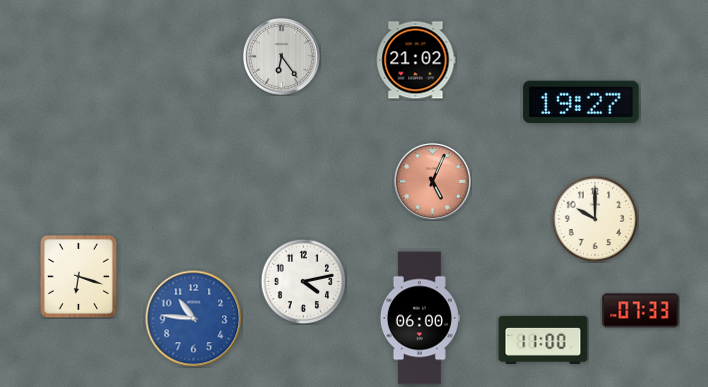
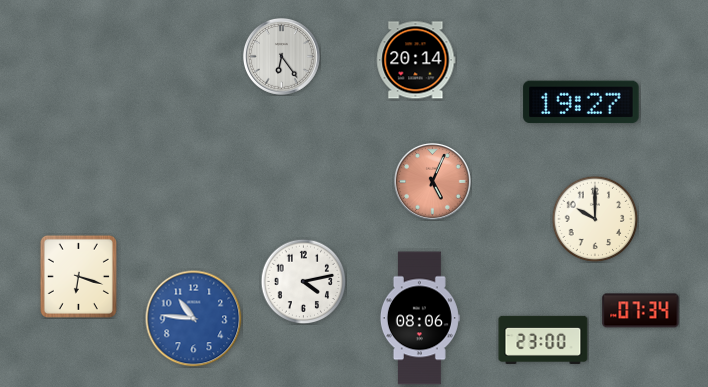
clock at (416, 60): 21:02 -> 20:14
clock at (641, 311): 07:33 -> 07:34
clock at (419, 318): 06:00 -> 08:06
clock at (543, 340): 11:00 -> 23:00
